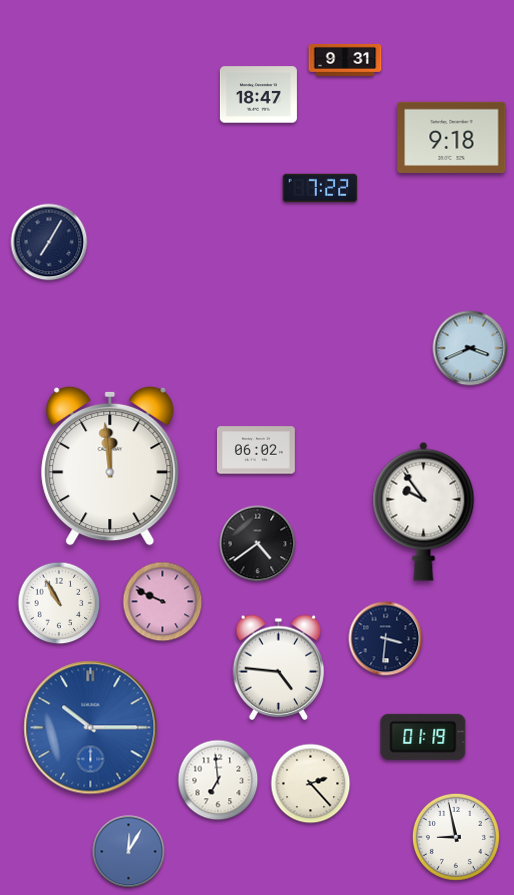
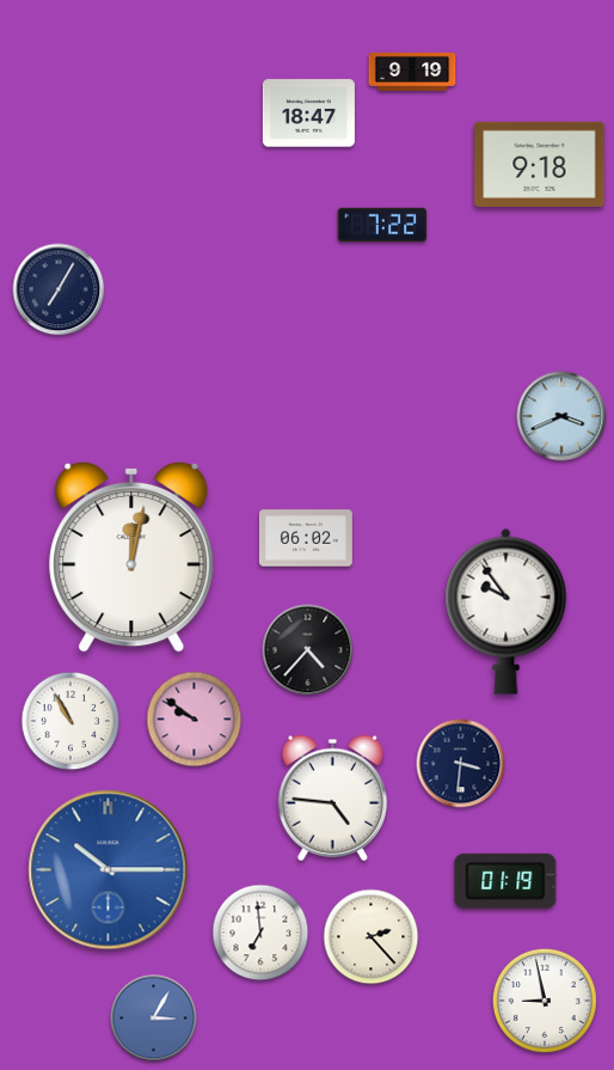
clock at (345, 60): 9:31 -> 9:19
clock at (110, 466): 11:59 -> 12:02
clock at (258, 544): 4:39 -> 4:37
clock at (163, 602): 9:49 -> 9:51
clock at (129, 852): 12:05 -> 3:05
